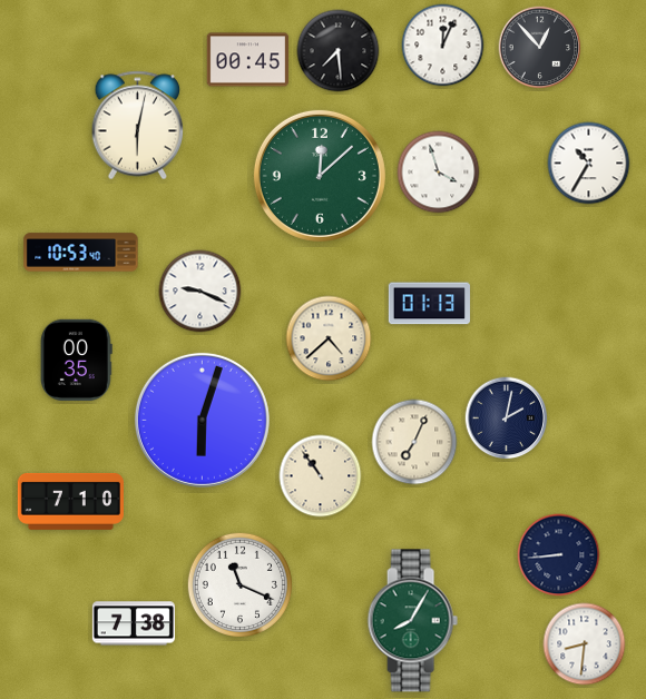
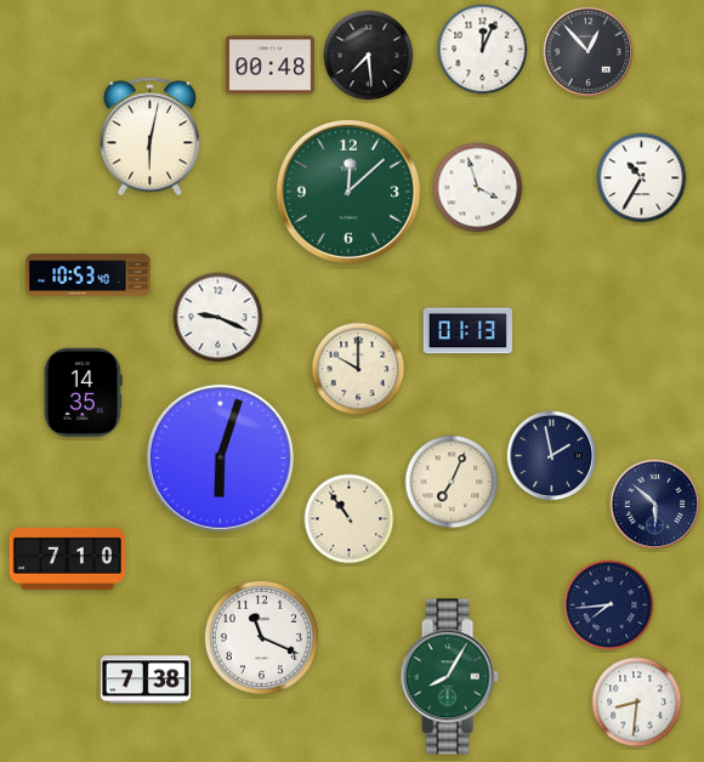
clock at (247, 60): 00:45 -> 00:48
clock at (329, 338): 4:38 -> 10:00
clock at (76, 360): 00:35 -> 14:35
clock at (507, 419): 2:02 -> 1:58
clock at (655, 505): none -> 5:52
clock at (70, 501) position: (70, 501) -> (67, 558)
clock at (559, 555): 8:44 -> 7:44
